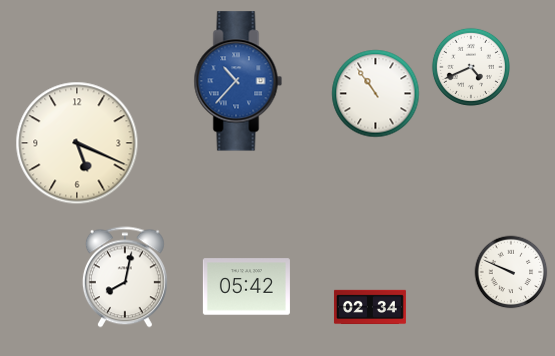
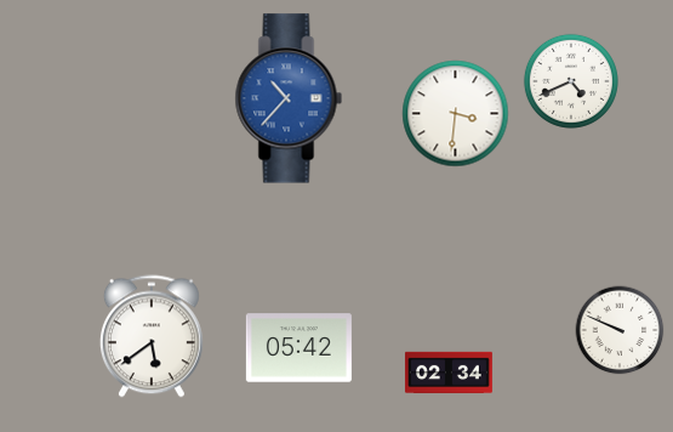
clock at (376, 94): 10:54 -> 3:31
clock at (77, 143): 5:19 -> none
clock at (125, 277): 8:02 -> 5:39
